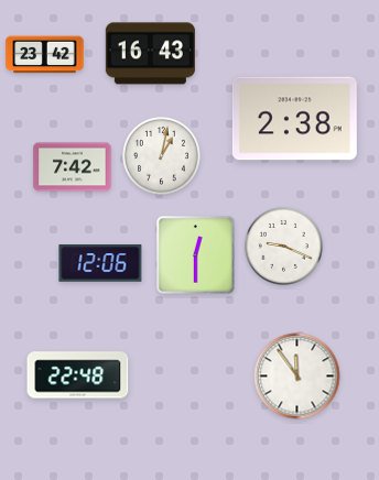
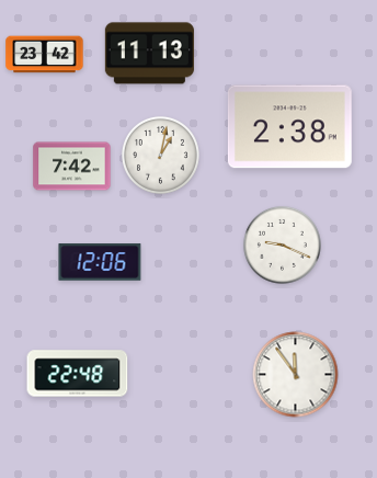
clock at (150, 54): 16:43 -> 11:13
clock at (294, 119) position: (294, 119) -> (289, 127)
clock at (196, 255): 12:30 -> none
